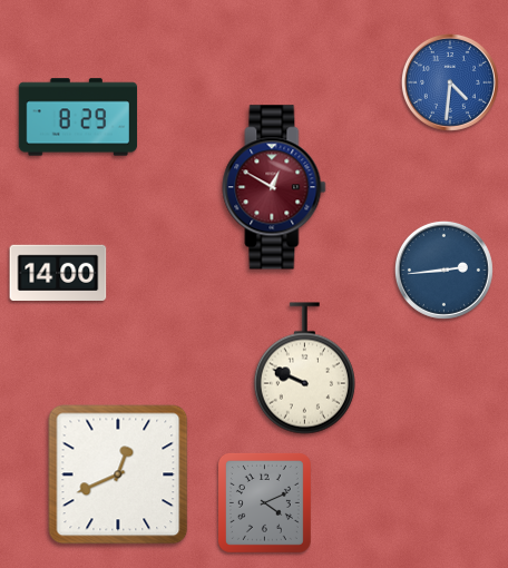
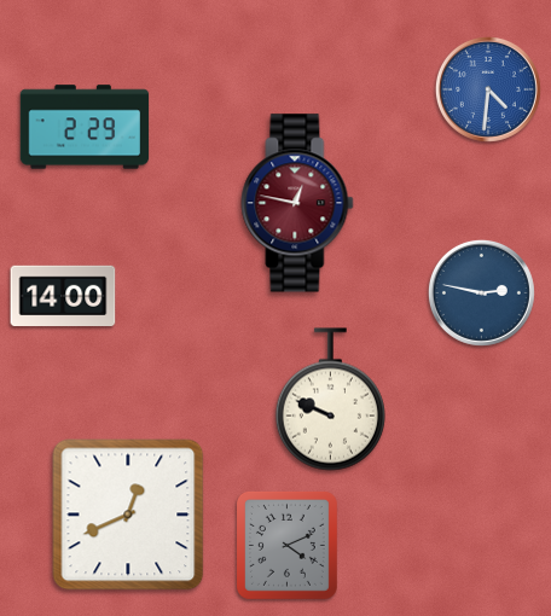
clock at (78, 117): 8:29 -> 2:29
clock at (274, 187): 12:50 -> 12:47
clock at (443, 270): 2:44 -> 2:47
